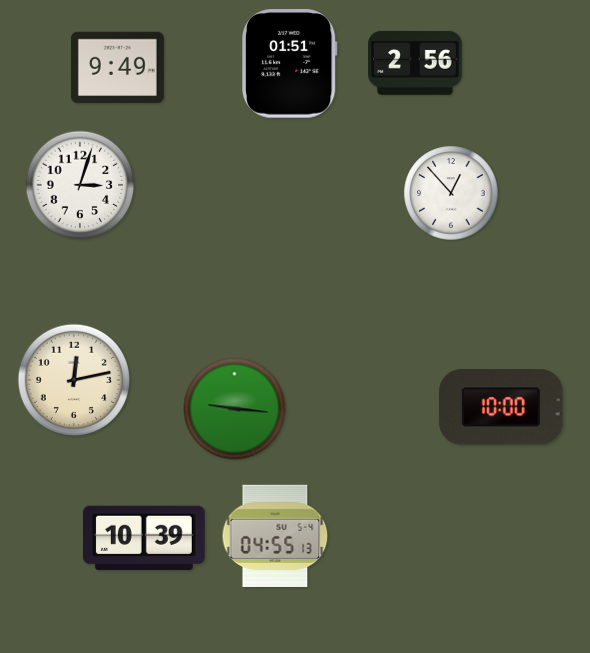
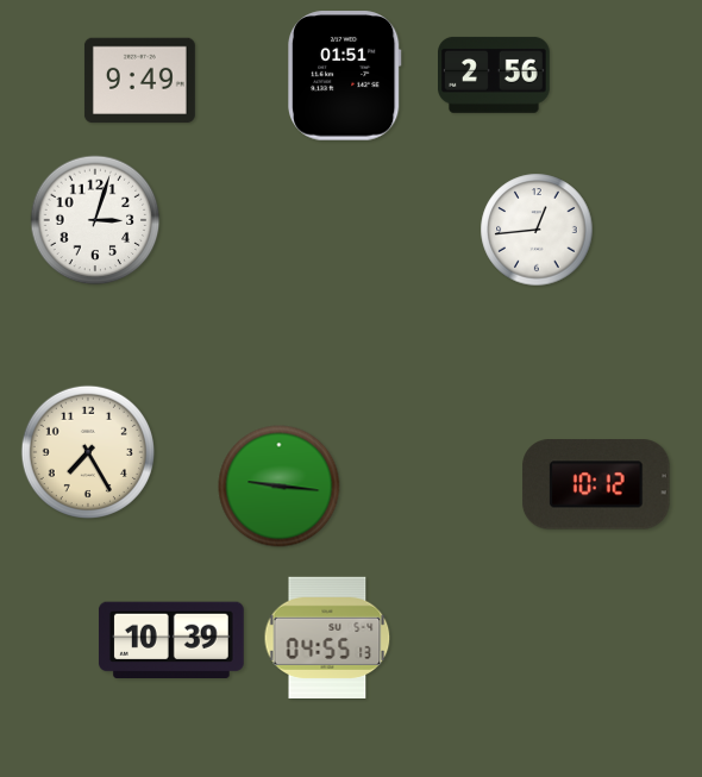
clock at (451, 193): 12:53 -> 12:44
clock at (74, 380): 12:13 -> 7:25
clock at (501, 407): 10:00 -> 10:12
